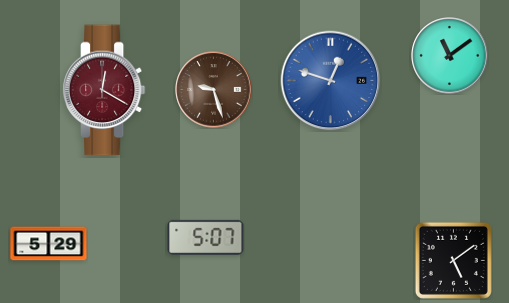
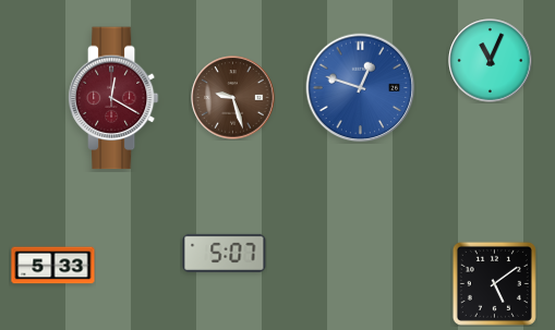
clock at (450, 56): 11:09 -> 11:04
clock at (206, 237) position: (206, 237) -> (225, 253)
clock at (49, 244): 5:29 -> 5:33
